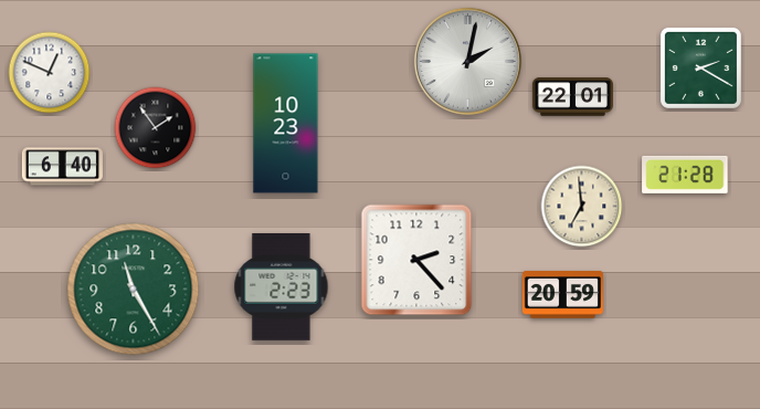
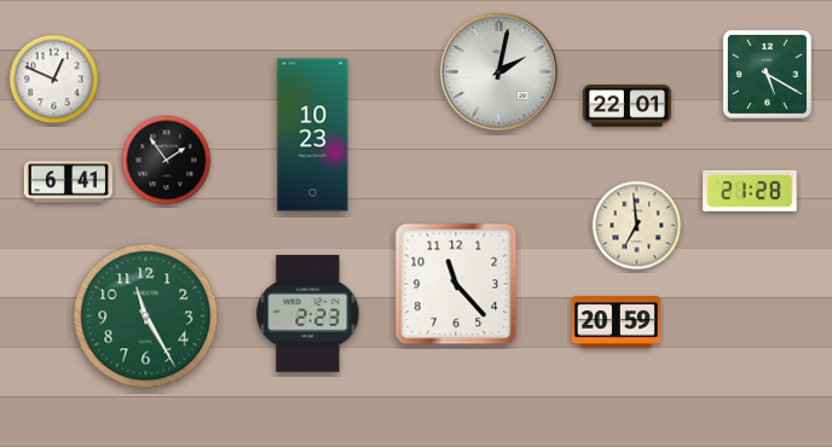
clock at (467, 61) position: (467, 61) -> (498, 71)
clock at (700, 67): 2:20 -> 5:20
clock at (156, 128) position: (156, 128) -> (167, 161)
clock at (62, 167): 6:40 -> 6:41
clock at (416, 260): 2:23 -> 11:23
